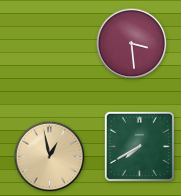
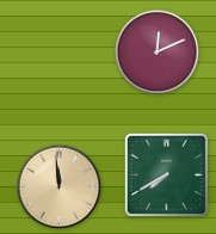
clock at (132, 44): 3:29 -> 12:11
clock at (50, 157): 12:58 -> 11:59
